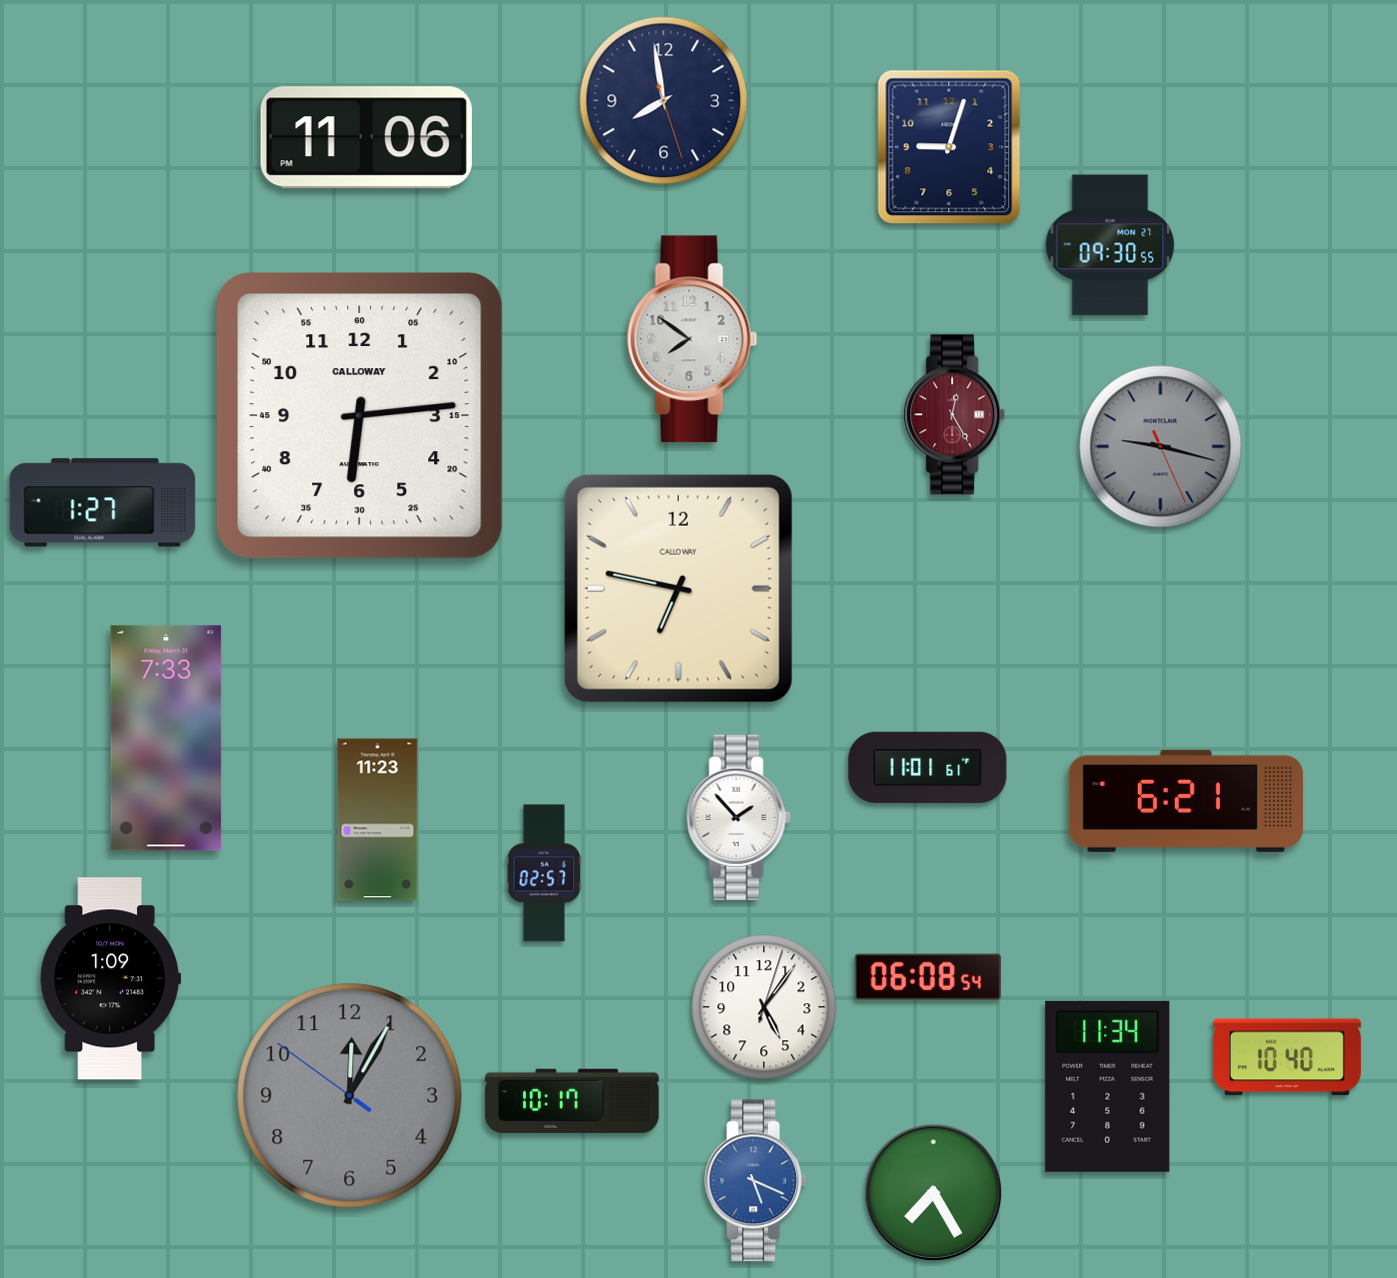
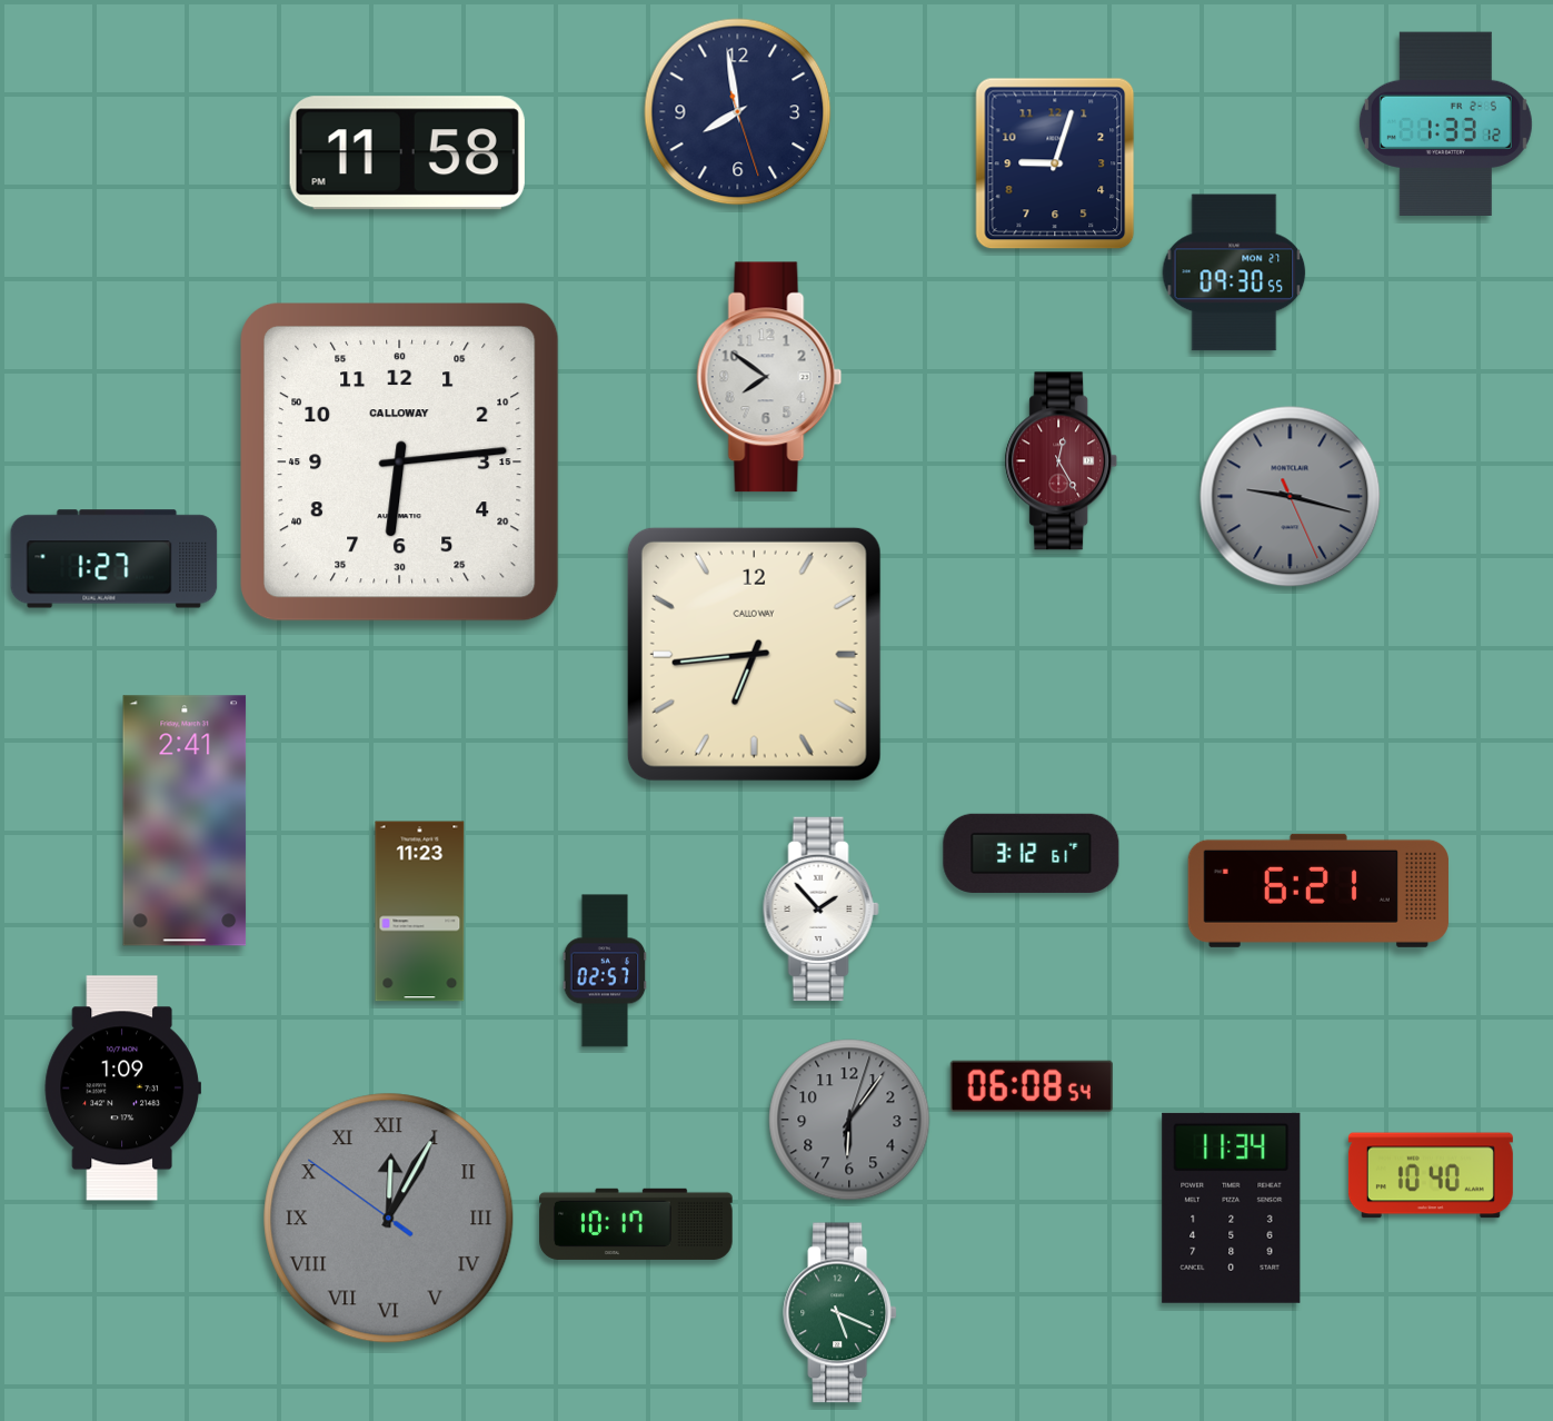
clock at (1445, 123): none -> 1:33
clock at (366, 138): 11:06 -> 11:58
clock at (678, 588): 6:47 -> 6:44
clock at (166, 738): 7:33 -> 2:41
clock at (928, 767): 11:01 -> 3:12
clock at (764, 1007): 5:06 -> 6:06
clock at (764, 1007) dial: white -> grey
clock at (350, 1096) numerals: Arabic -> Roman
clock at (756, 1181) dial: blue -> green
clock at (934, 1193): 7:25 -> none
